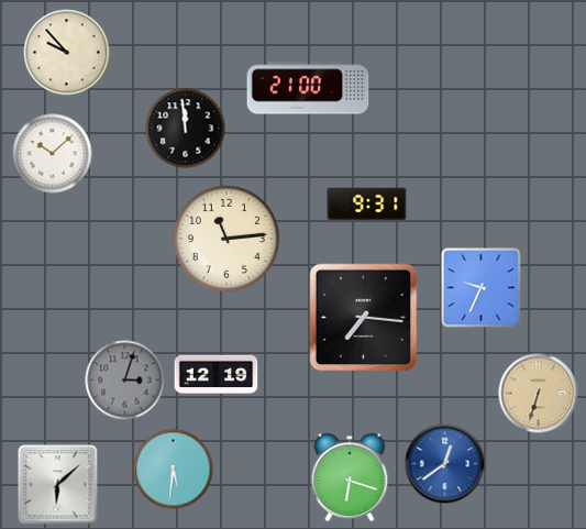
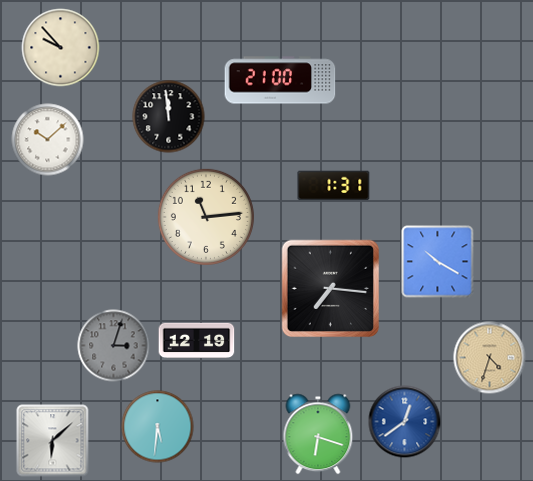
clock at (367, 205): 9:31 -> 1:31
clock at (482, 288): 9:34 -> 10:20
clock at (539, 394): 6:33 -> 4:33
